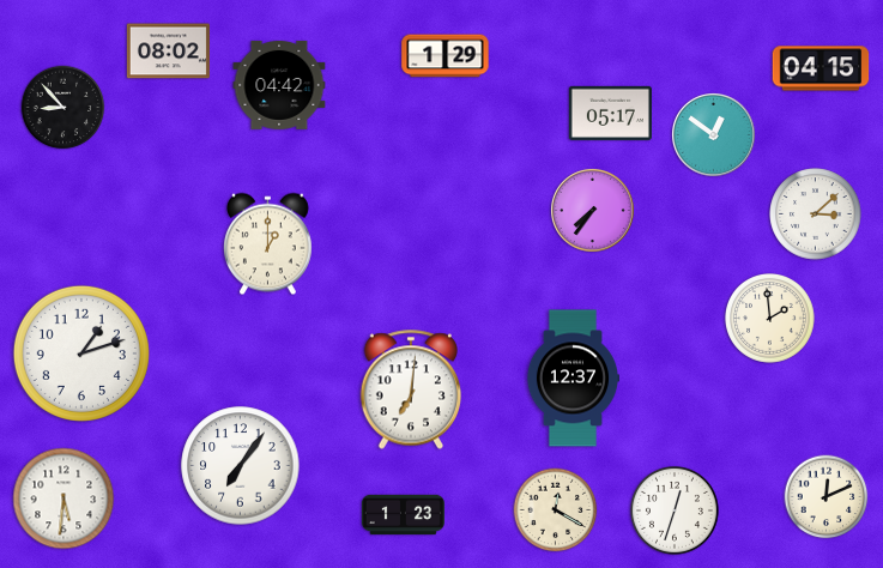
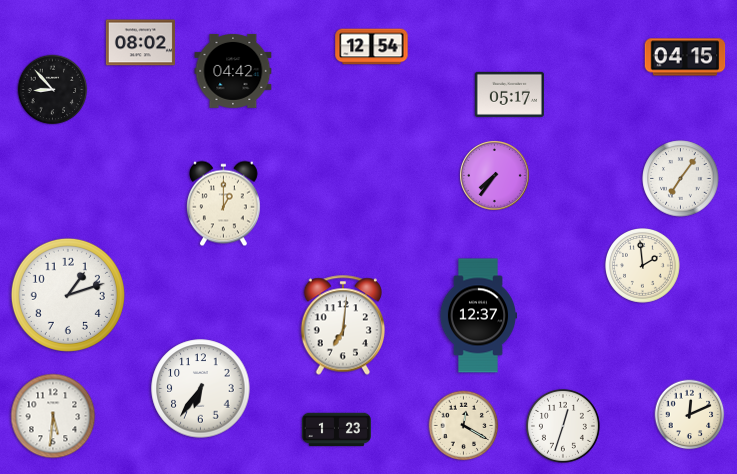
clock at (446, 56): 1:29 -> 12:54
clock at (713, 134): 12:51 -> none
clock at (816, 214): 3:08 -> 7:06
clock at (241, 466): 7:06 -> 6:36
